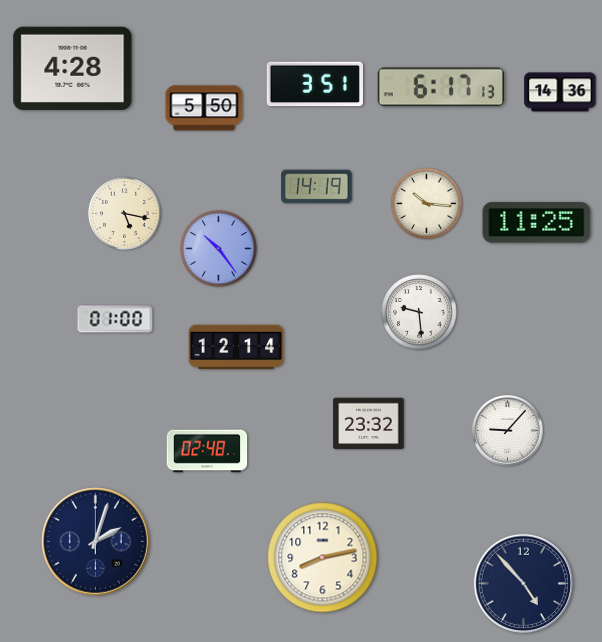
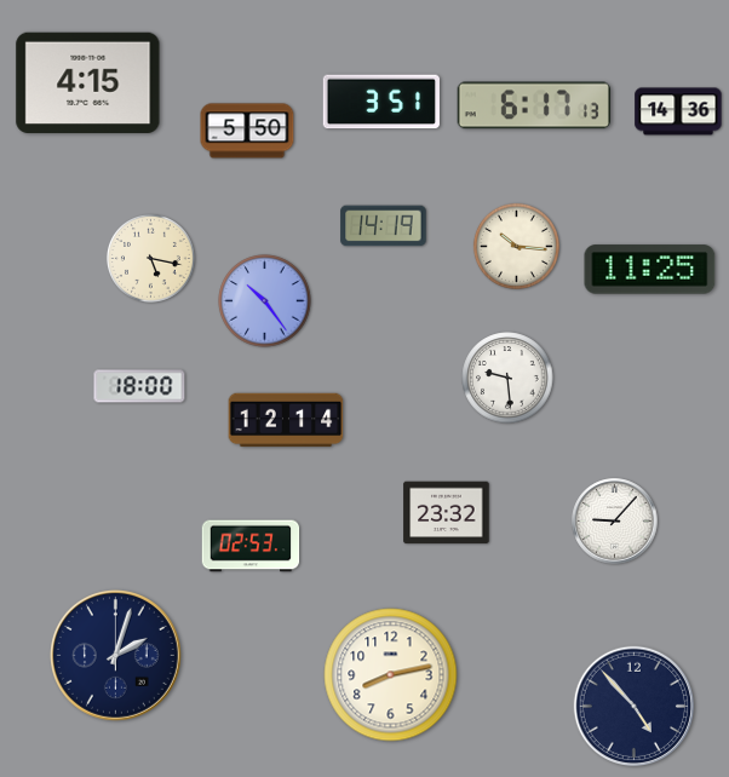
clock at (73, 68): 4:28 -> 4:15
clock at (115, 319): 01:00 -> 18:00
clock at (207, 451): 02:48 -> 02:53
